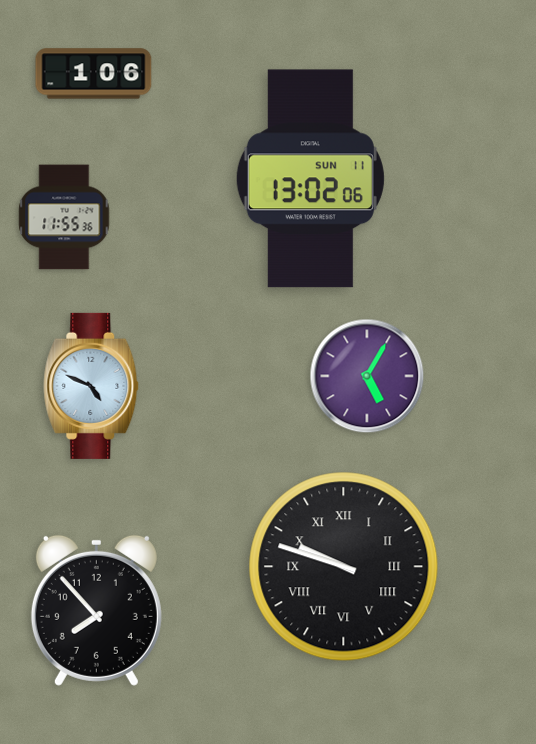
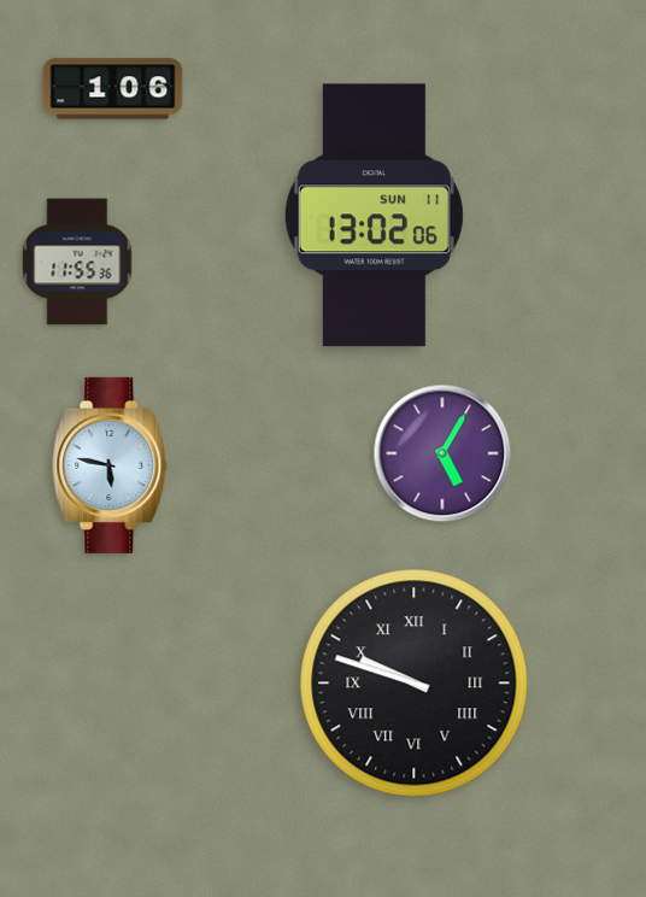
clock at (91, 386): 4:49 -> 5:47
clock at (96, 610): 7:53 -> none
